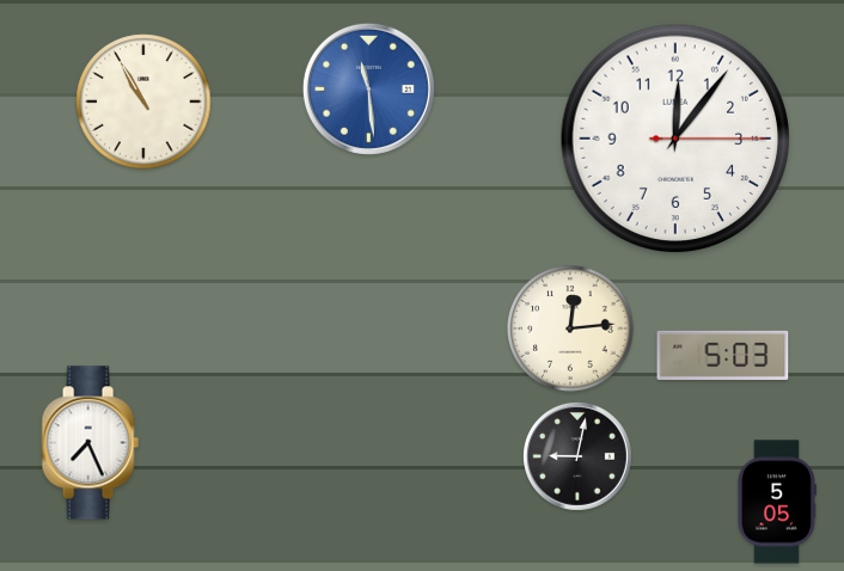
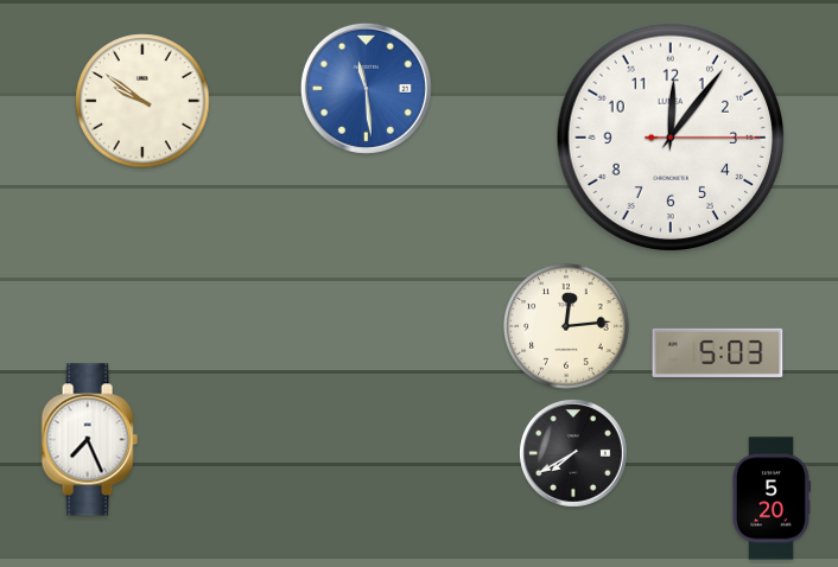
clock at (143, 102): 10:55 -> 9:51
clock at (577, 456): 9:02 -> 7:40
clock at (776, 502): 5:05 -> 5:20
